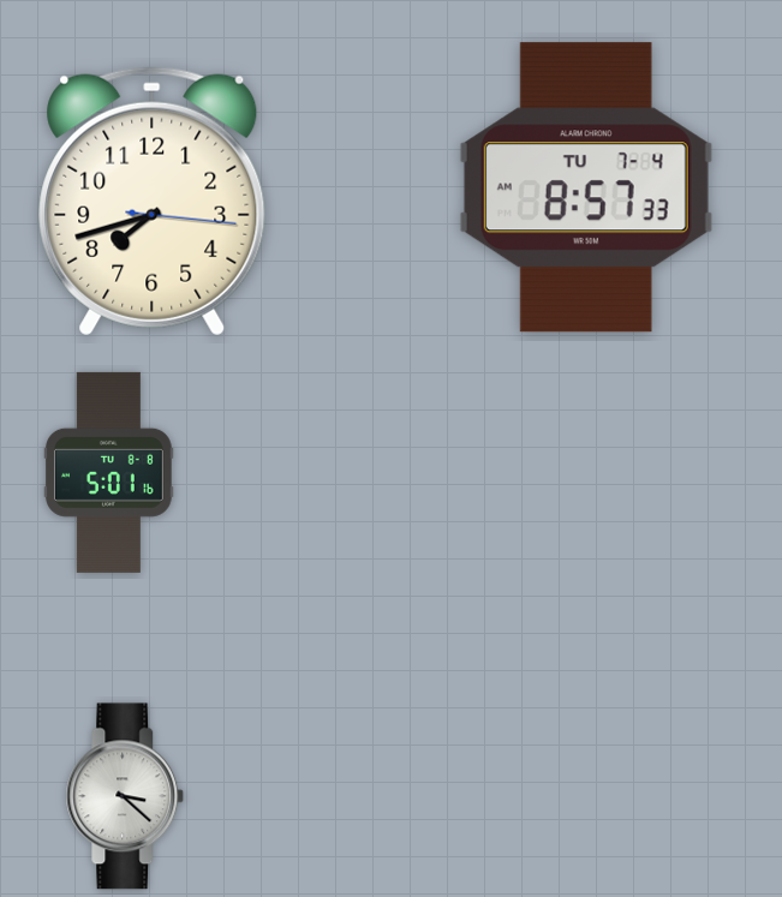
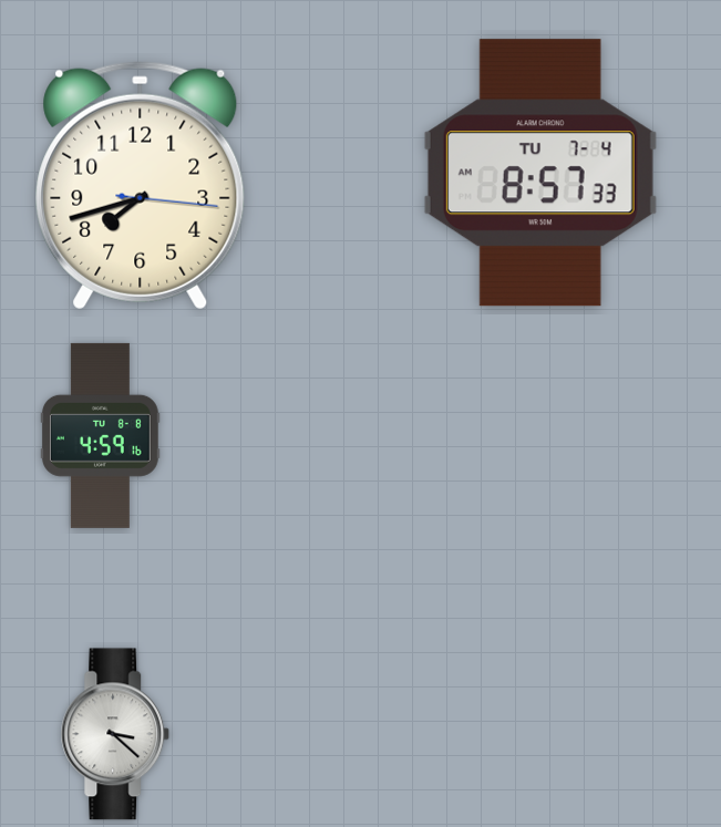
clock at (108, 472): 5:01 -> 4:59
